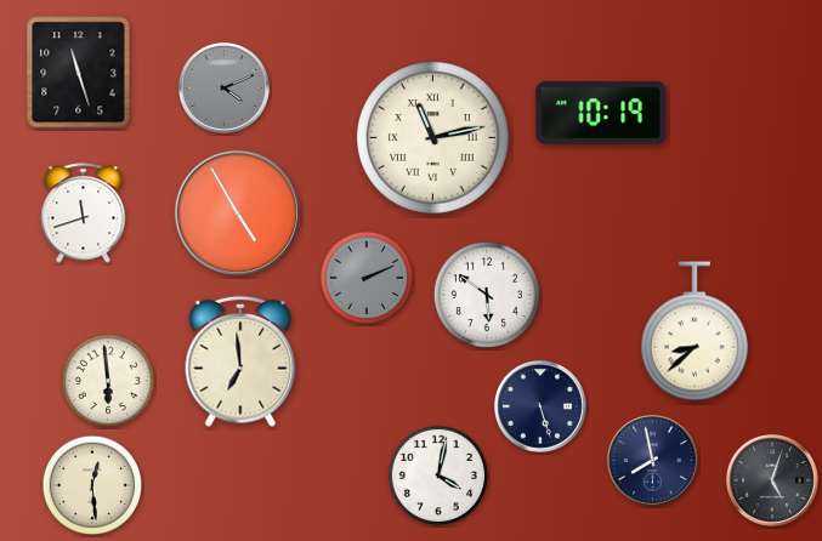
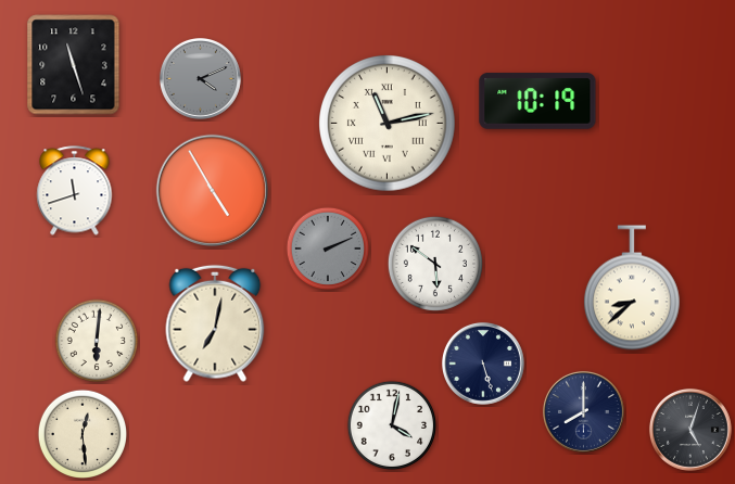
clock at (79, 73) position: (79, 73) -> (74, 65)
clock at (695, 331) position: (695, 331) -> (632, 288)
clock at (240, 361): 6:59 -> 7:02
clock at (108, 381): 5:59 -> 6:01
clock at (652, 460): 7:58 -> 8:00
